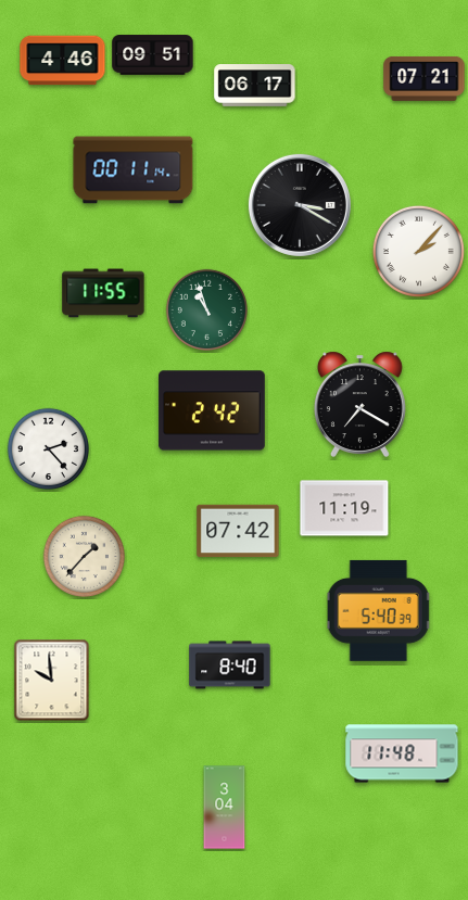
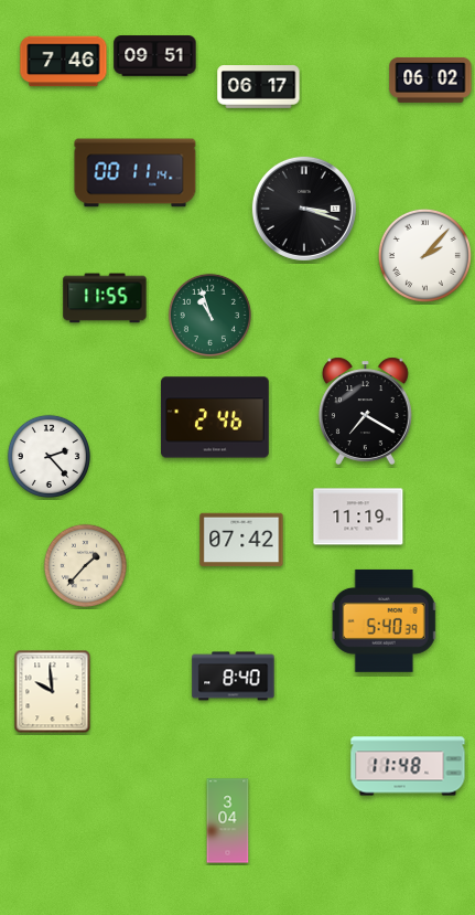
clock at (63, 61): 4:46 -> 7:46
clock at (425, 78): 07:21 -> 06:02
clock at (300, 205): 3:20 -> 3:18
clock at (212, 410): 2:42 -> 2:46
clock at (344, 508) position: (344, 508) -> (358, 517)
